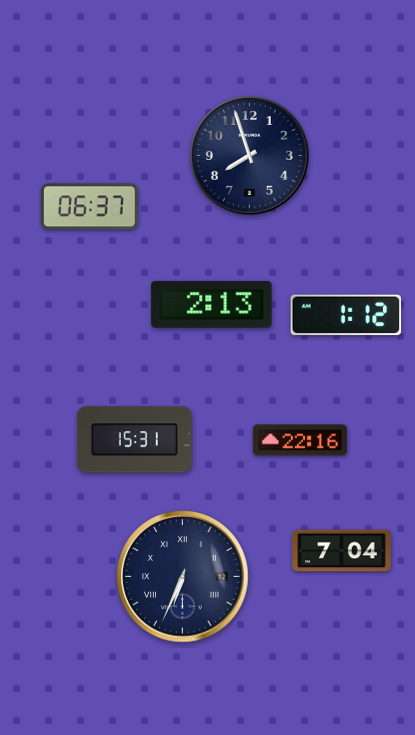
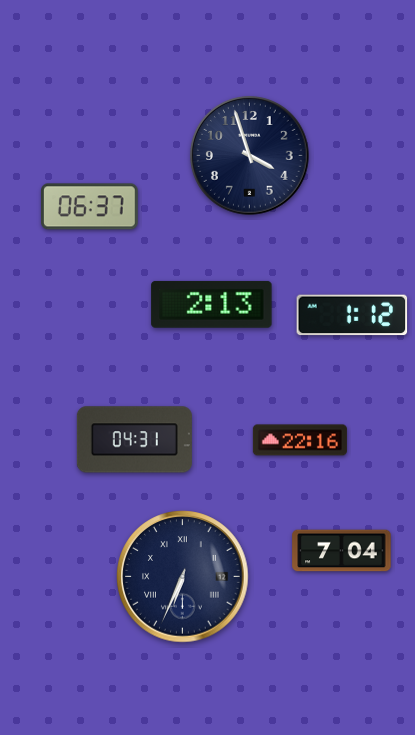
clock at (250, 156): 7:57 -> 3:57
clock at (346, 315) position: (346, 315) -> (352, 315)
clock at (134, 440): 15:31 -> 04:31
